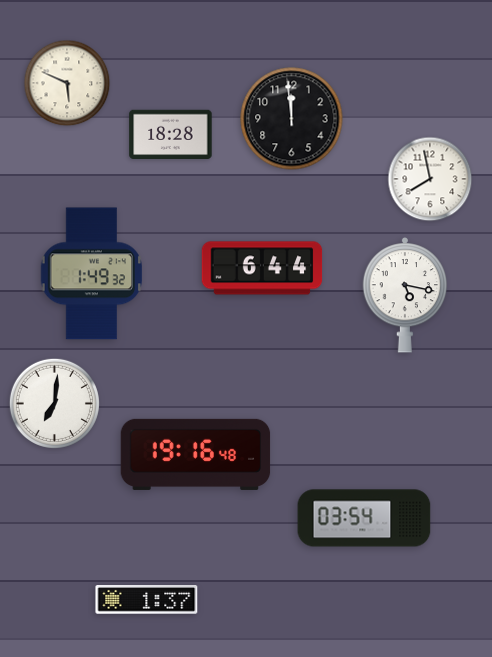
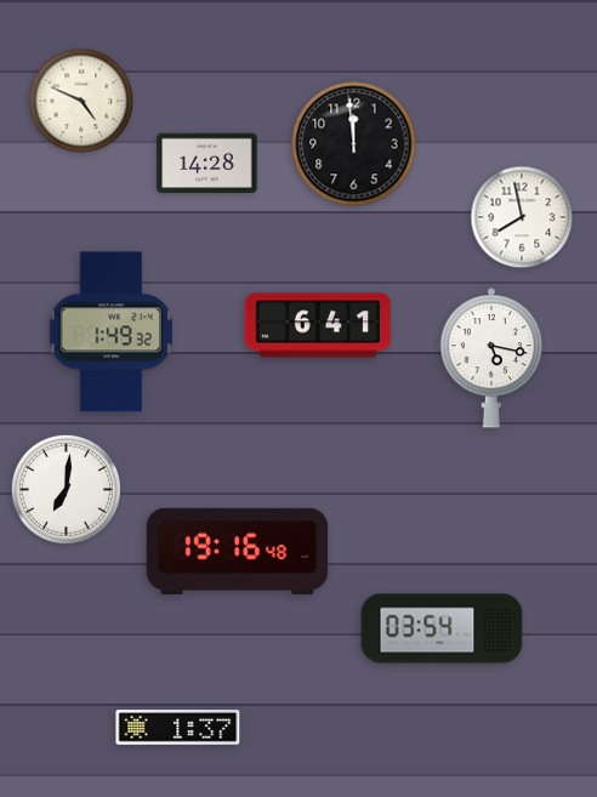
clock at (67, 83): 5:49 -> 4:49
clock at (171, 135): 18:28 -> 14:28
clock at (262, 268): 6:44 -> 6:41
